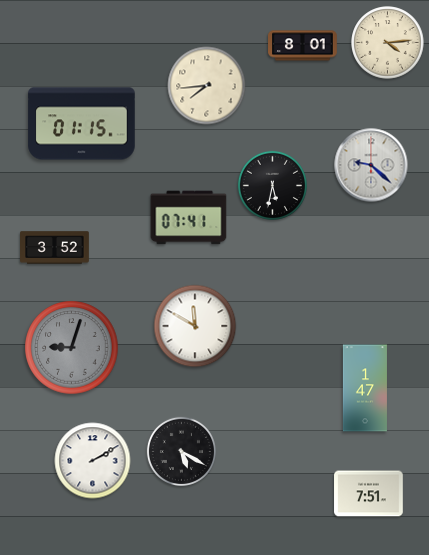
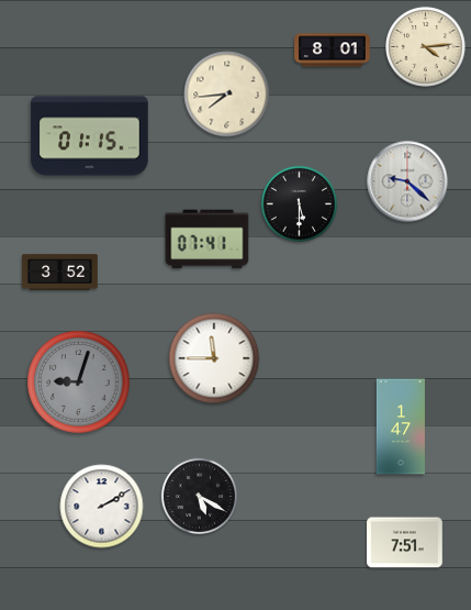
clock at (272, 185): 5:32 -> 5:30
clock at (195, 326): 11:50 -> 11:45
